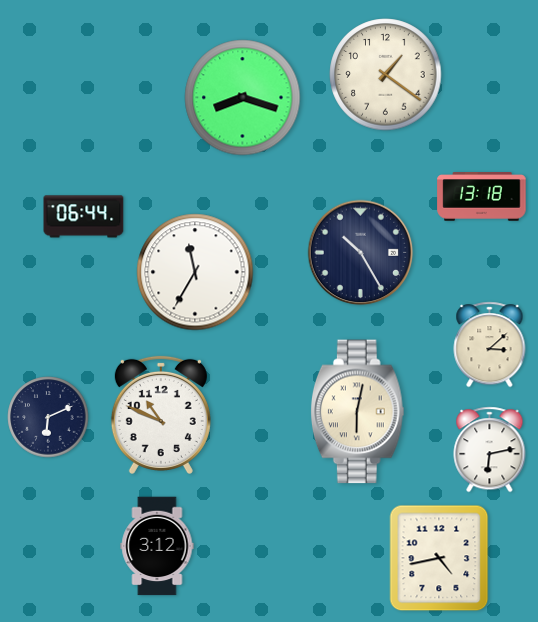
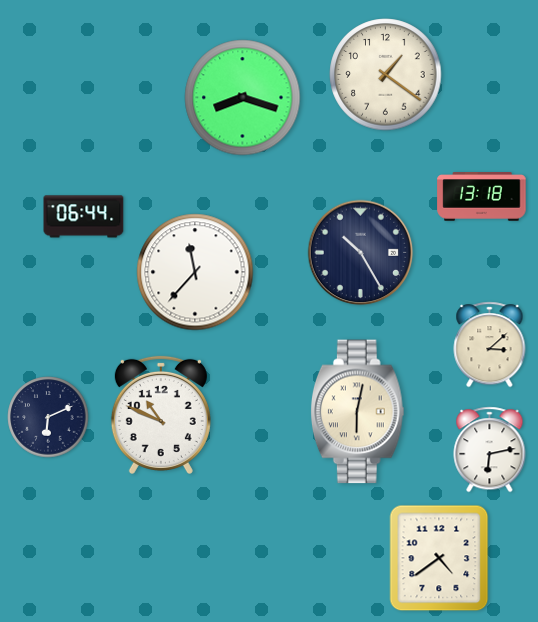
clock at (195, 272): 11:35 -> 11:37
clock at (157, 546): 3:12 -> none
clock at (439, 558): 4:43 -> 4:39
